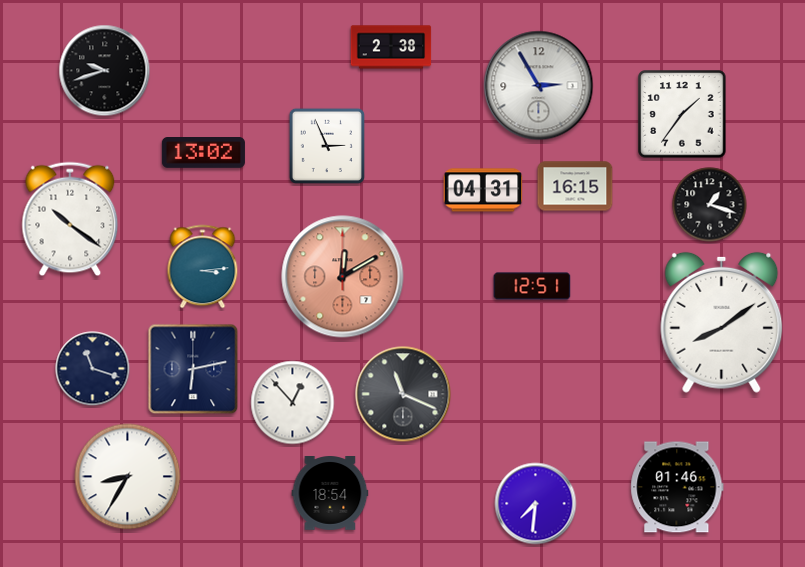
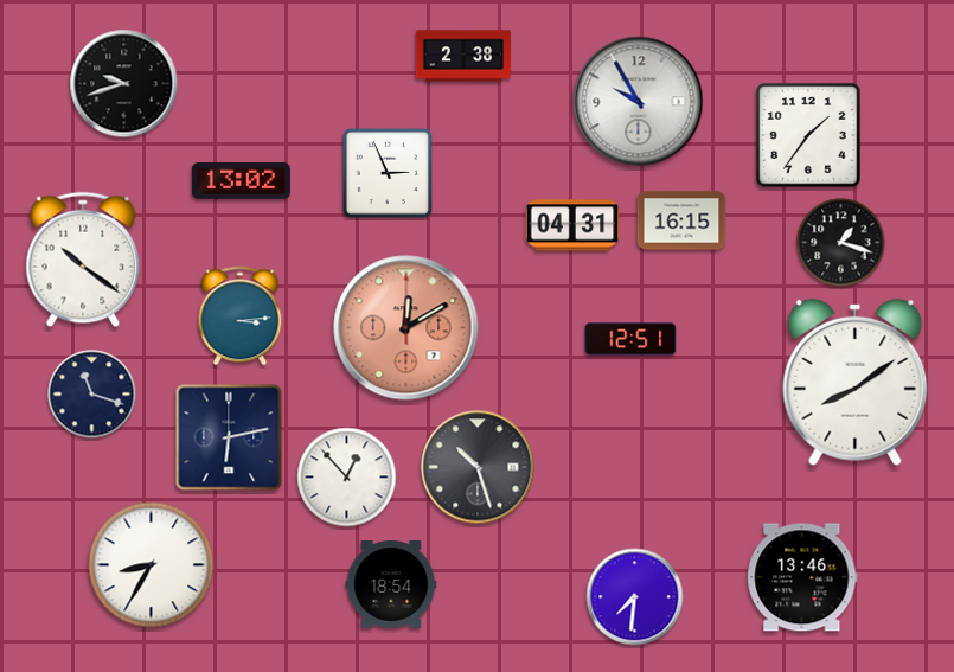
clock at (539, 86): 2:55 -> 9:55
clock at (93, 369) position: (93, 369) -> (92, 395)
clock at (403, 394): 11:19 -> 10:27
clock at (677, 487): 01:46 -> 13:46
